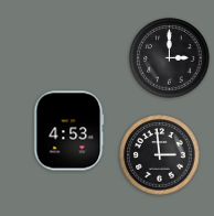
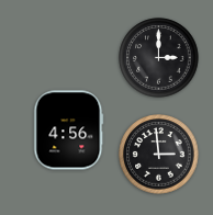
clock at (170, 58) position: (170, 58) -> (159, 58)
clock at (69, 131): 4:53 -> 4:56
